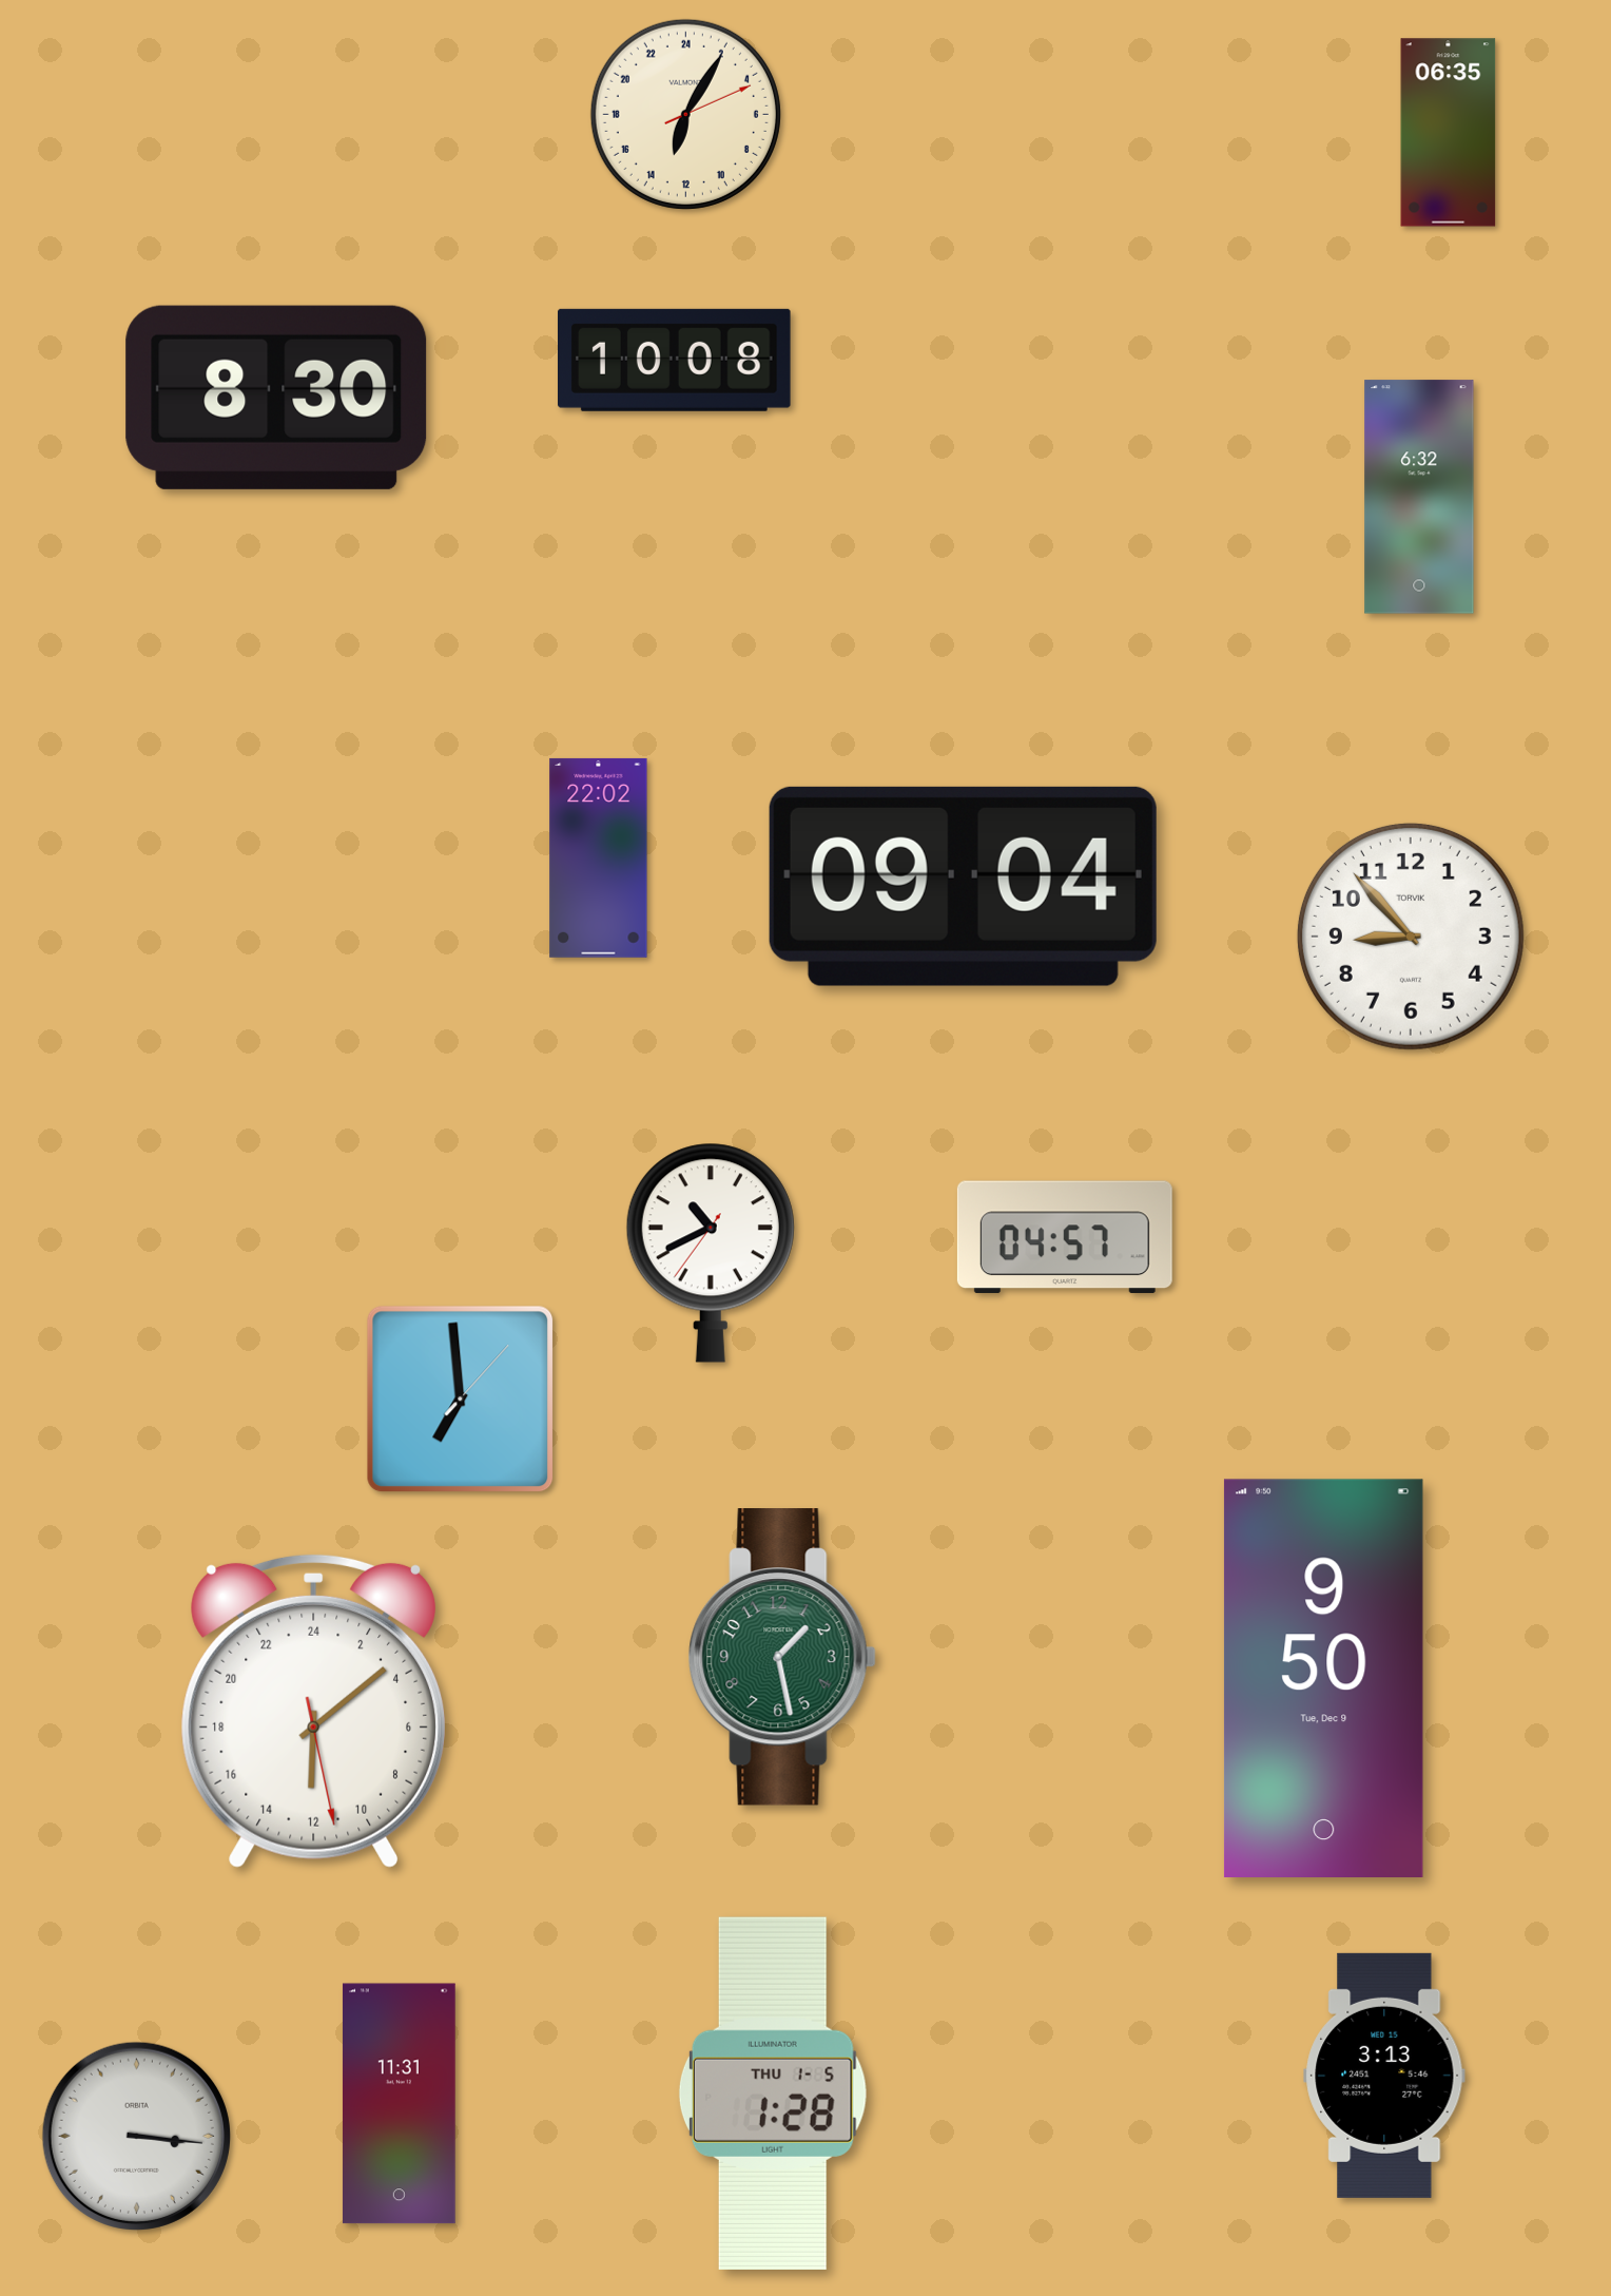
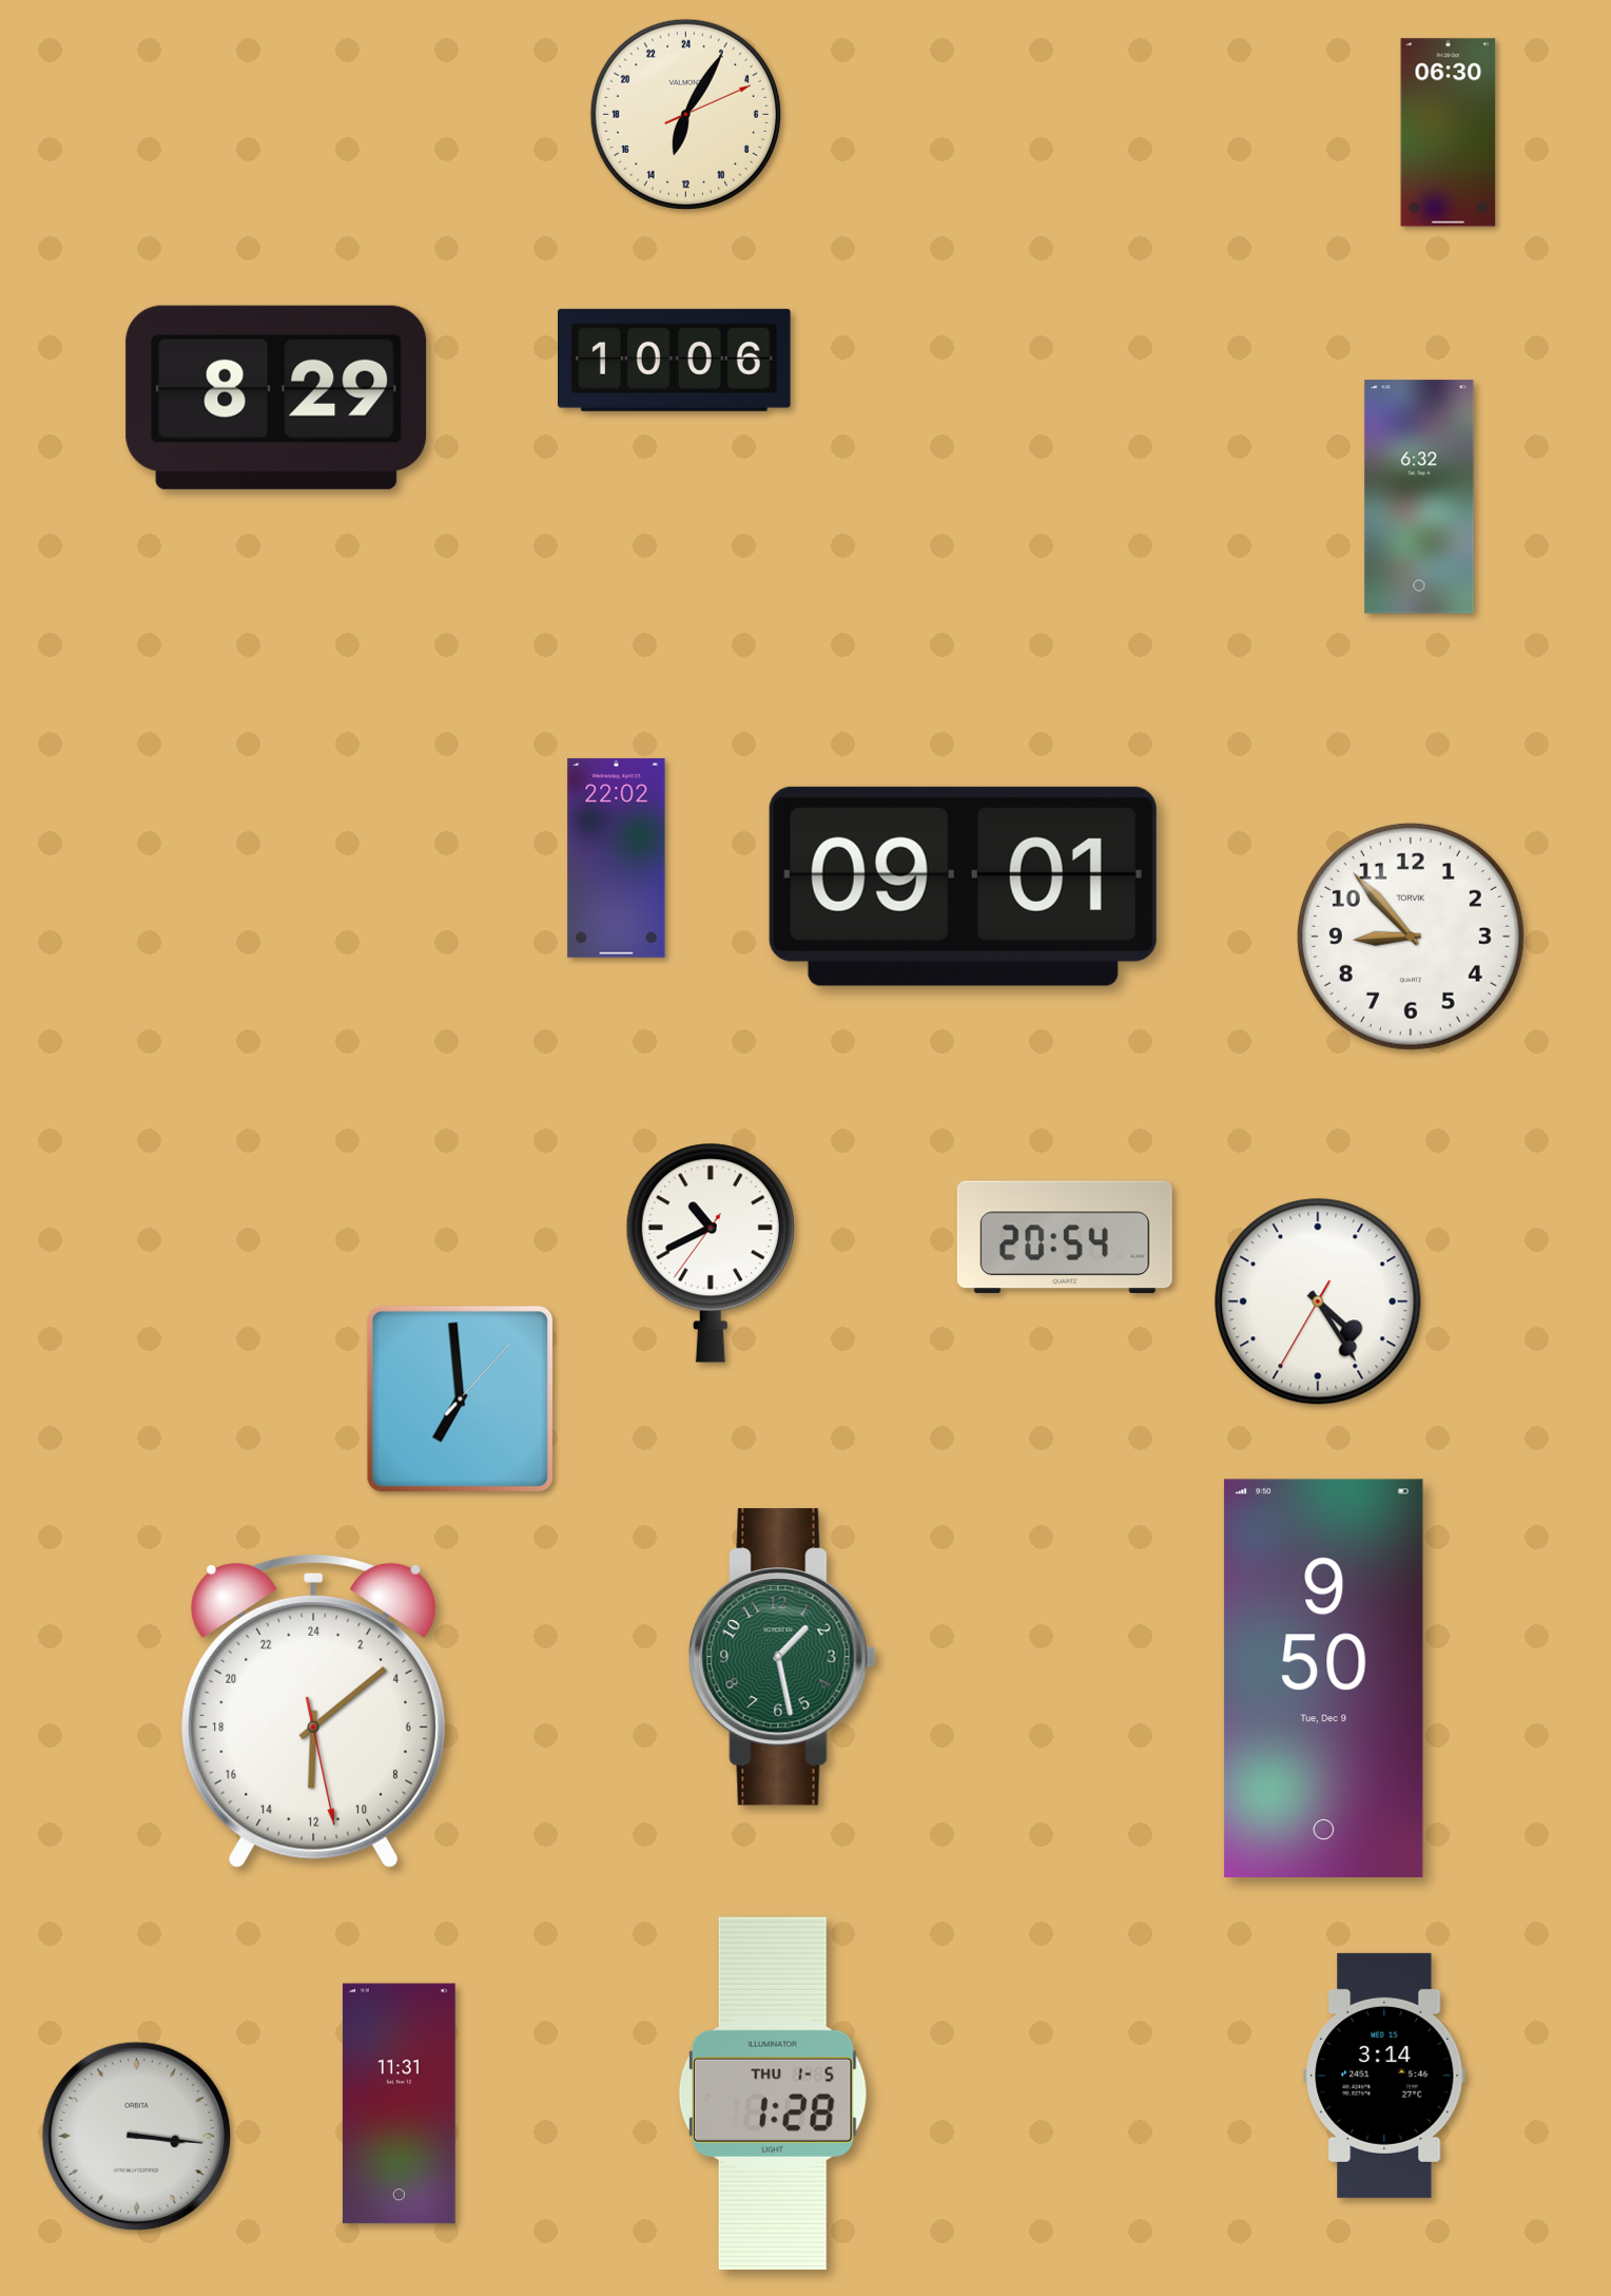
clock at (1449, 133): 06:35 -> 06:30
clock at (675, 360): 10:08 -> 10:06
clock at (276, 398): 8:30 -> 8:29
clock at (599, 857) position: (599, 857) -> (617, 857)
clock at (963, 886): 09:04 -> 09:01
clock at (1065, 1237): 04:57 -> 20:54
clock at (1318, 1301): none -> 4:24
clock at (1384, 2076): 3:13 -> 3:14
